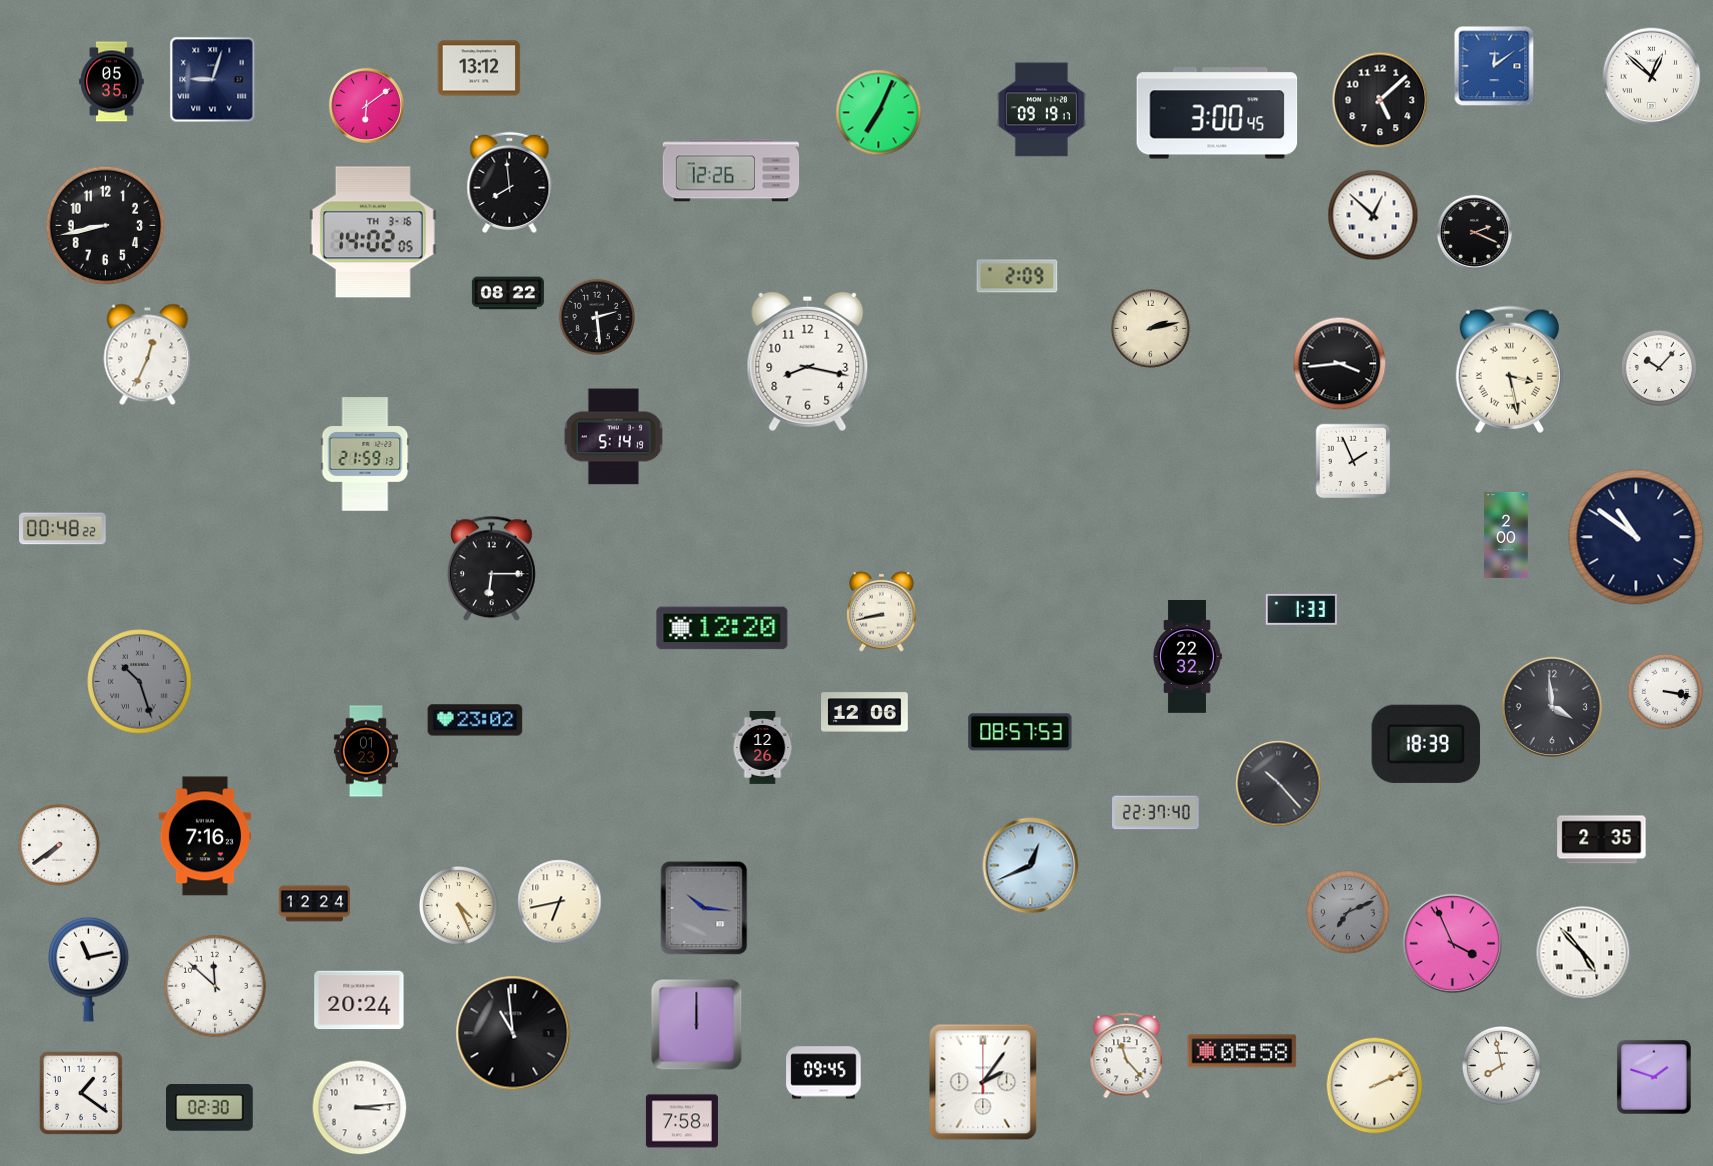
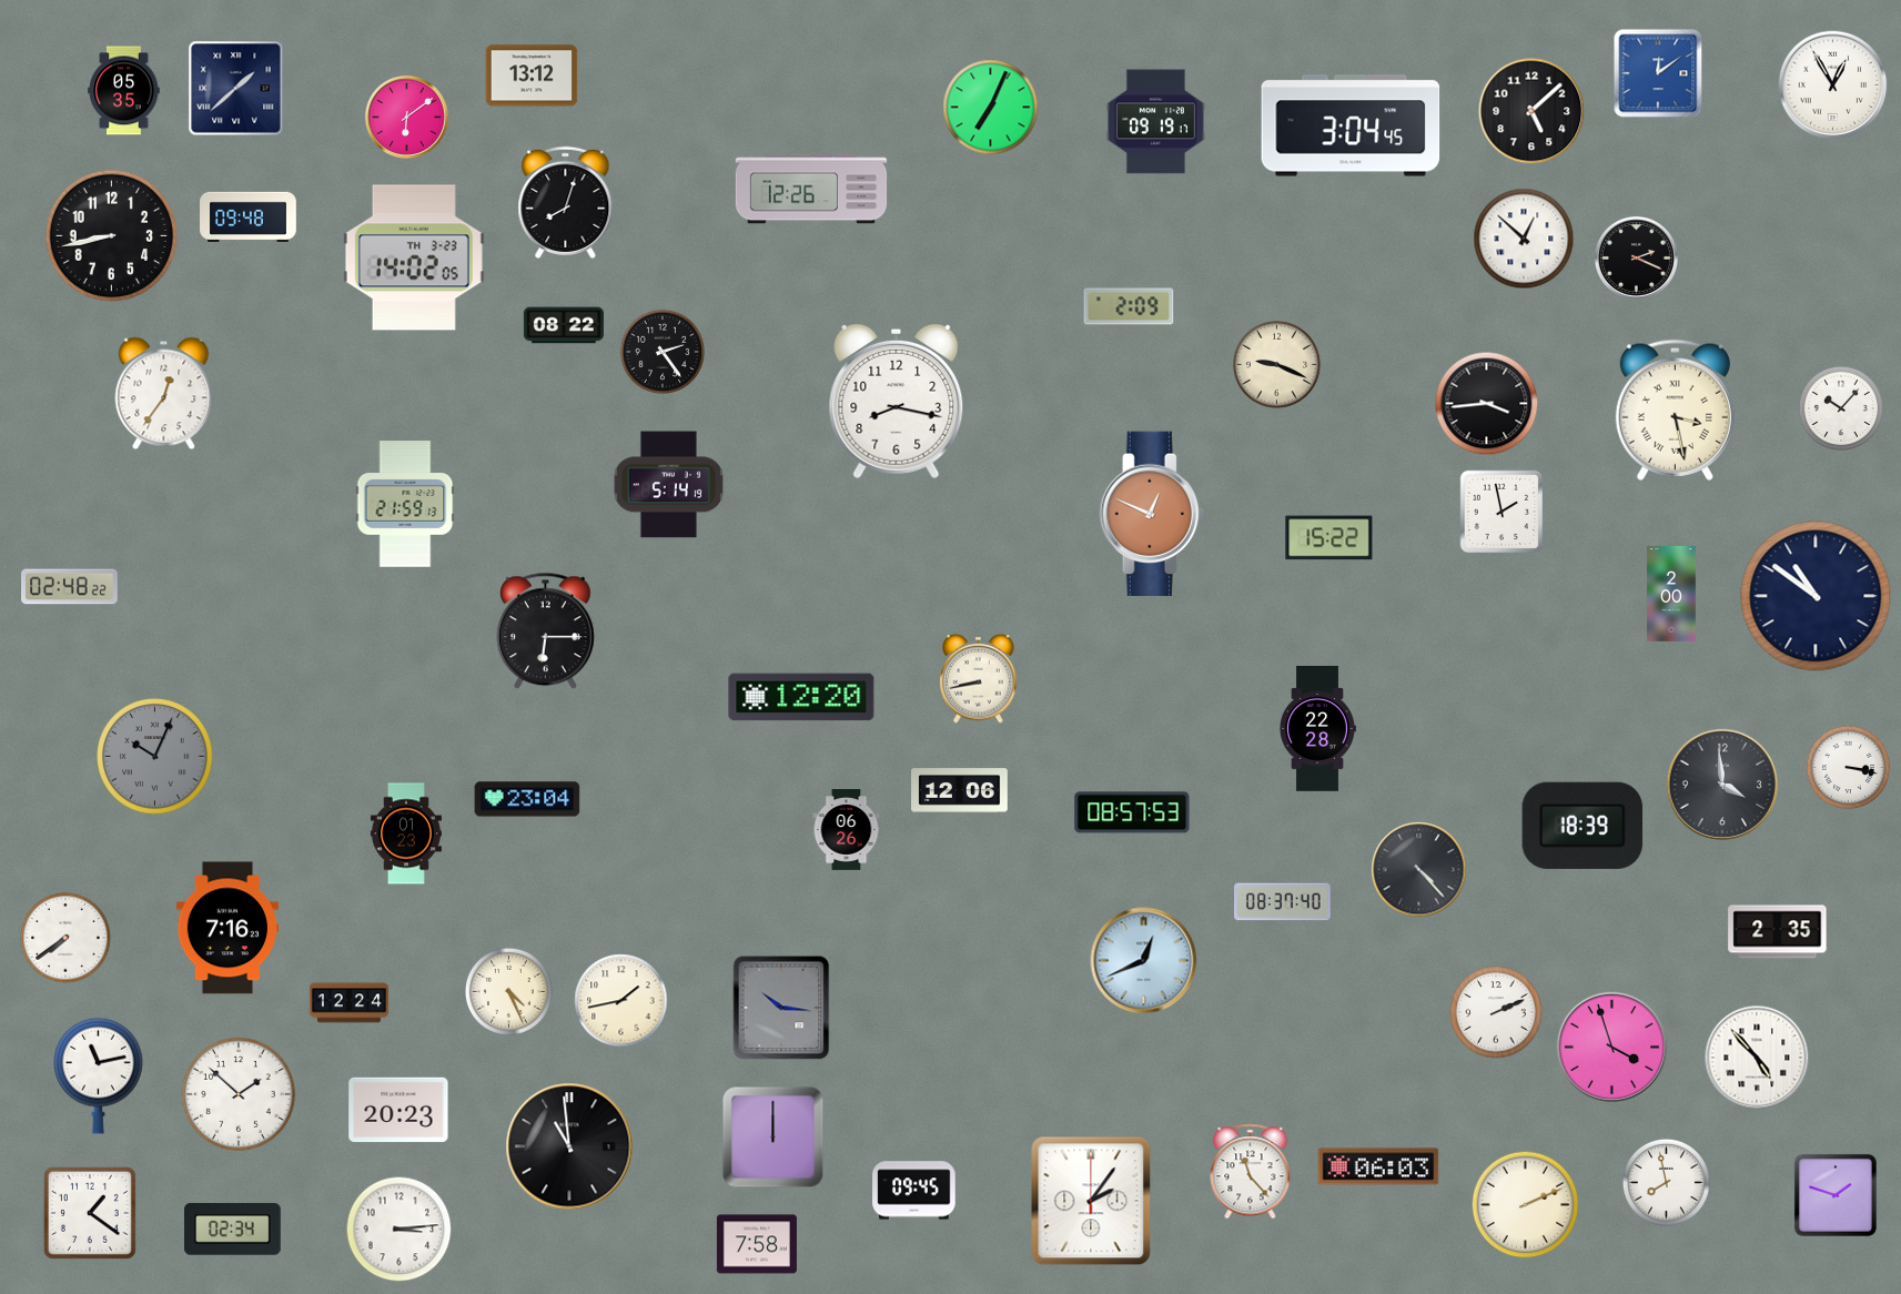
clock at (1652, 77): 12:52 -> 12:55
clock at (213, 80): 9:03 -> 1:38
clock at (879, 113) position: (879, 113) -> (991, 108)
clock at (1217, 113): 3:00 -> 3:04
clock at (510, 182): 7:59 -> 8:03
clock at (249, 216): none -> 09:48
clock at (106, 226) position: (106, 226) -> (112, 236)
clock at (373, 232) date: TH 3-16 -> TH 3-23
clock at (596, 316): 2:29 -> 2:24
clock at (1150, 328): 2:13 -> 9:19
clock at (148, 355): 12:34 -> 12:36
clock at (613, 437) position: (613, 437) -> (668, 485)
clock at (1353, 461): 1:56 -> 1:58
clock at (1152, 514): none -> 12:49
clock at (1329, 538): none -> 15:22
clock at (63, 529): 00:48 -> 02:48
clock at (1301, 609): 1:33 -> none
clock at (1188, 657): 22:32 -> 22:28
clock at (140, 682): 10:27 -> 10:04
clock at (475, 720): 23:02 -> 23:04
clock at (763, 748): 12:26 -> 06:26
clock at (1279, 784): 10:23 -> 4:23
clock at (1156, 813): 22:37 -> 08:37
clock at (560, 902): 6:43 -> 1:43
clock at (458, 905) position: (458, 905) -> (508, 991)
clock at (1348, 912): 7:11 -> 2:11
clock at (1348, 912) dial: grey -> white
clock at (1453, 944): 3:56 -> 3:57
clock at (215, 986): 11:52 -> 1:52
clock at (359, 1000): 20:24 -> 20:23
clock at (1242, 1051): 05:58 -> 06:03
clock at (210, 1108): 02:30 -> 02:34
